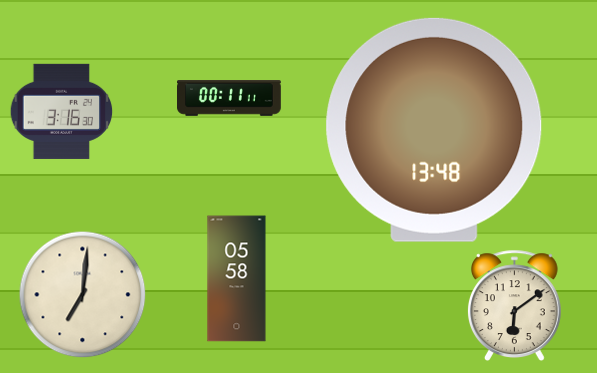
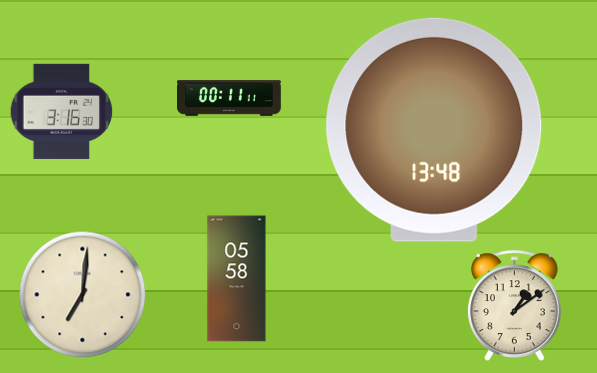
clock at (514, 305): 6:09 -> 1:09
